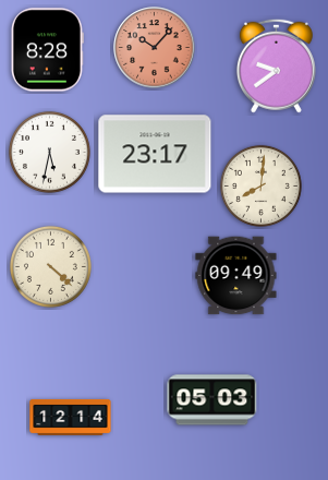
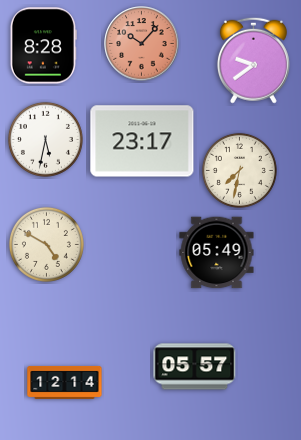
clock at (260, 185): 8:01 -> 7:32
clock at (50, 266): 4:22 -> 4:50
clock at (236, 276): 09:49 -> 05:49
clock at (212, 400): 05:03 -> 05:57
